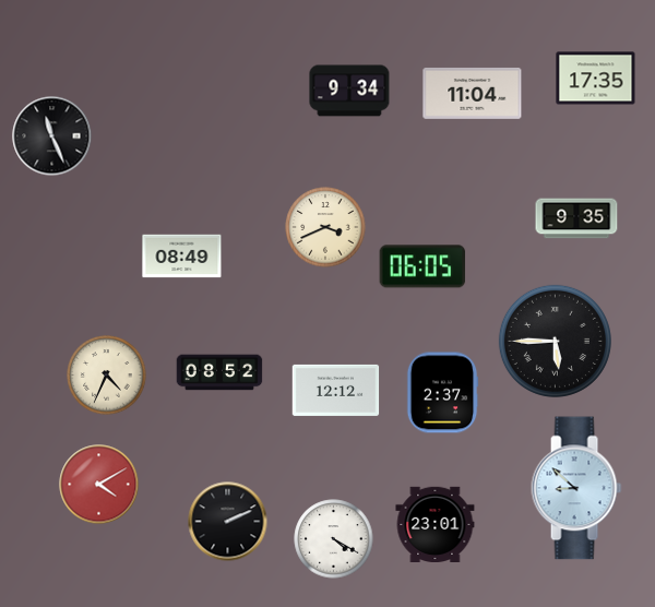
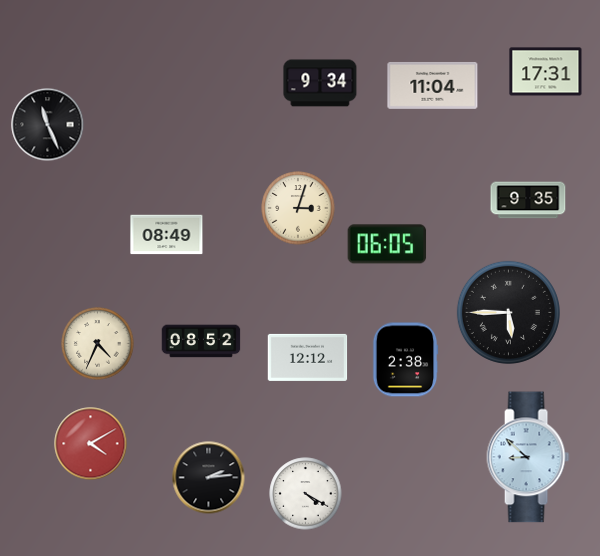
clock at (596, 79): 17:35 -> 17:31
clock at (325, 227): 3:41 -> 3:03
clock at (442, 393): 2:37 -> 2:38
clock at (576, 488) position: (576, 488) -> (528, 457)
clock at (228, 522): 2:11 -> 2:14
clock at (436, 524): 23:01 -> none
